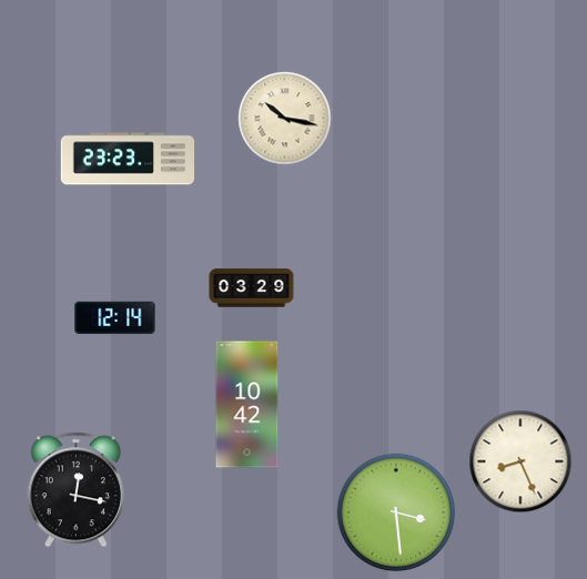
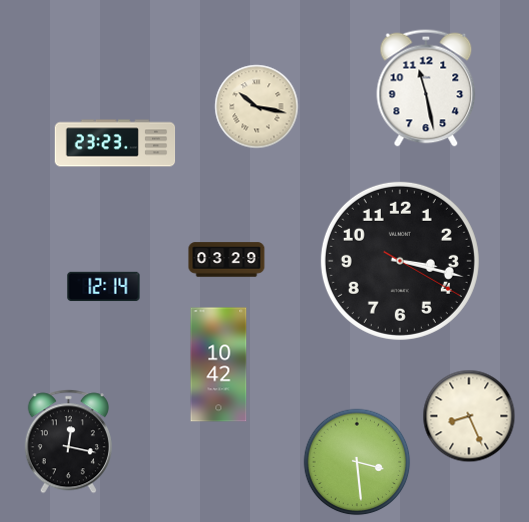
clock at (426, 88): none -> 11:28
clock at (400, 261): none -> 3:17
clock at (247, 405) position: (247, 405) -> (219, 365)
